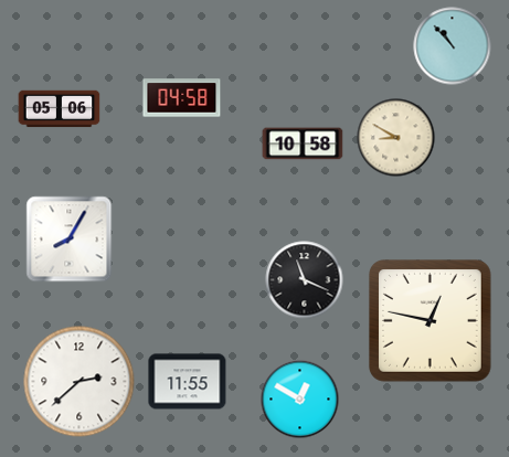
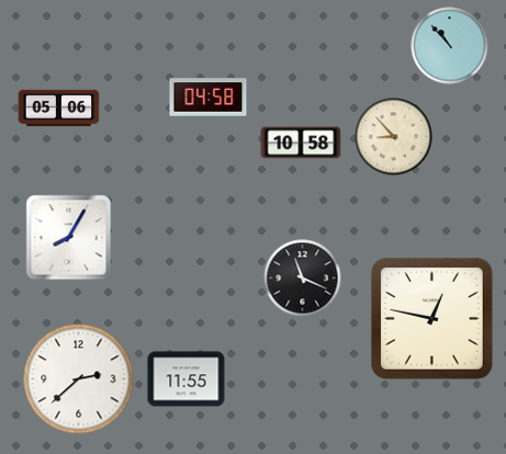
clock at (182, 98) position: (182, 98) -> (209, 98)
clock at (396, 138): 8:50 -> 8:53
clock at (430, 320) position: (430, 320) -> (431, 318)
clock at (300, 400): 12:50 -> none
